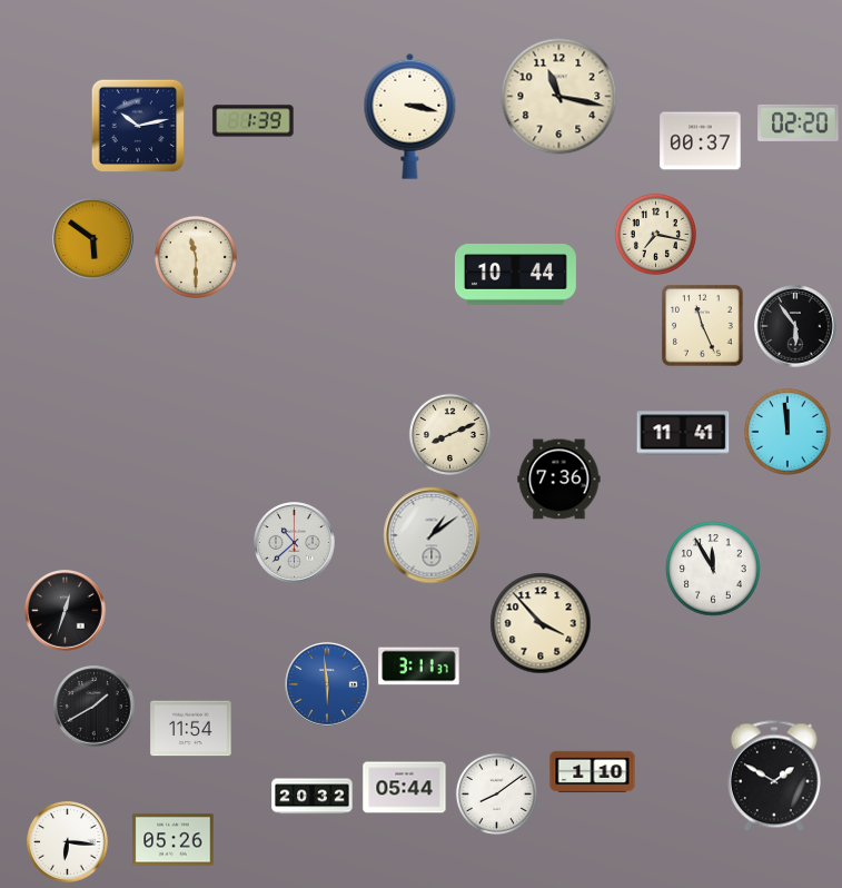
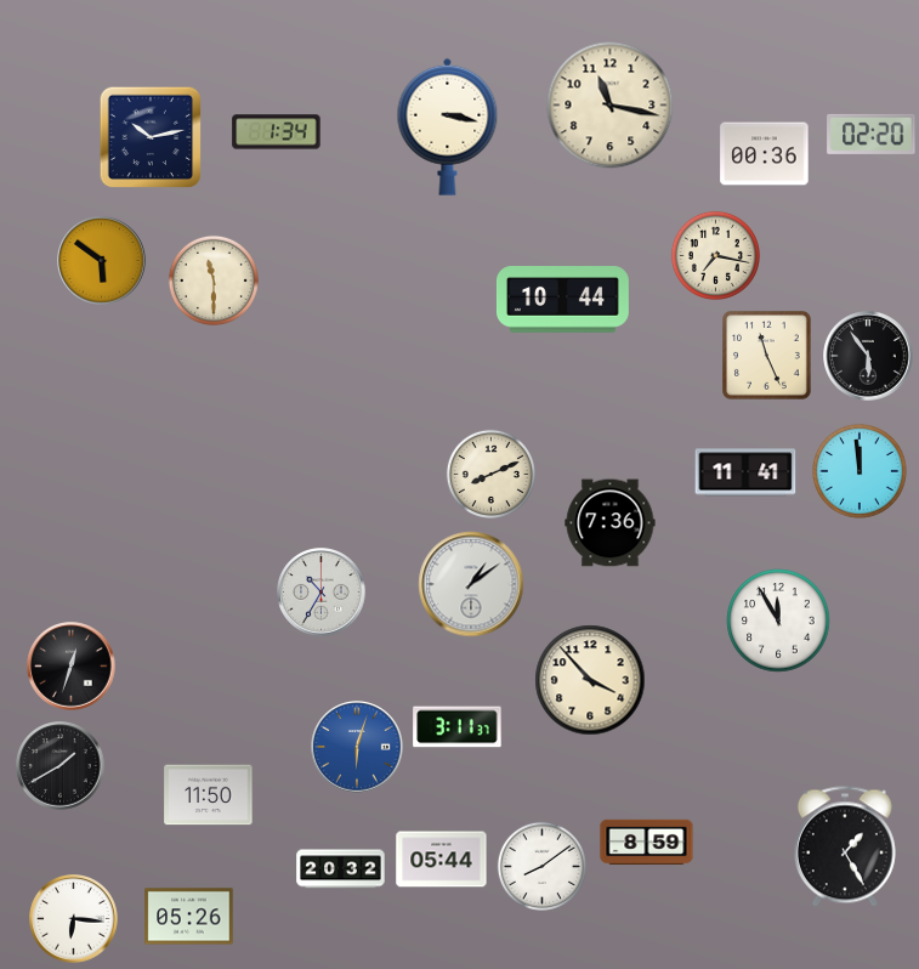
clock at (254, 121): 1:39 -> 1:34
clock at (701, 141): 00:37 -> 00:36
clock at (295, 543): 10:38 -> 10:35
clock at (327, 684): 5:59 -> 6:03
clock at (95, 707) position: (95, 707) -> (61, 766)
clock at (191, 729): 11:54 -> 11:50
clock at (593, 772): 1:10 -> 8:59
clock at (774, 776): 1:50 -> 1:25
